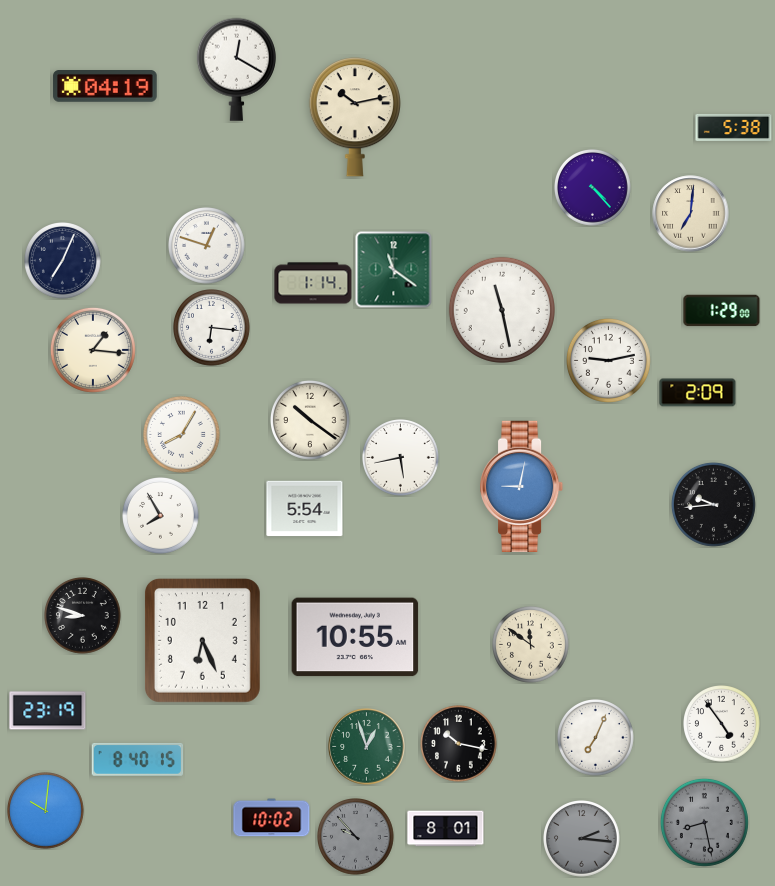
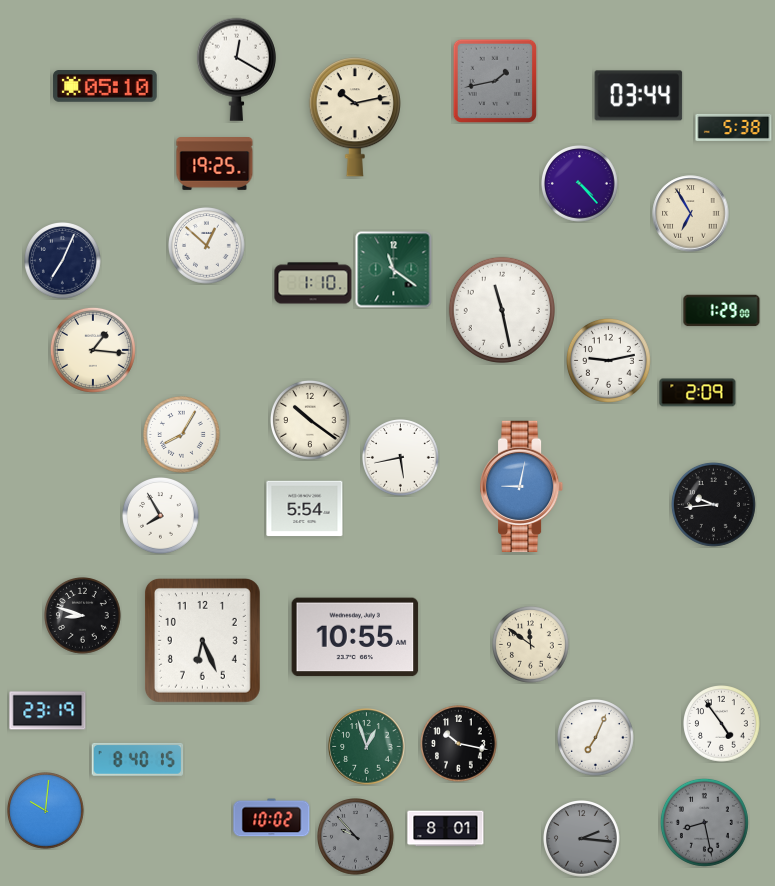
clock at (495, 81): none -> 1:43
clock at (105, 87): 04:19 -> 05:10
clock at (639, 96): none -> 03:44
clock at (215, 164): none -> 19:25
clock at (593, 188) position: (593, 188) -> (580, 184)
clock at (691, 214): 7:01 -> 6:55
clock at (207, 246): 12:48 -> 12:52
clock at (313, 283): 1:14 -> 1:10
clock at (212, 328): 6:16 -> none
